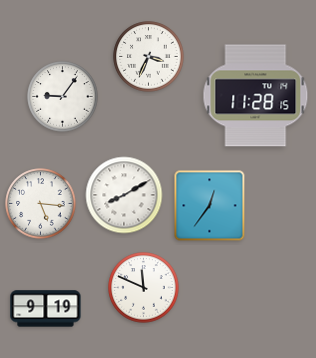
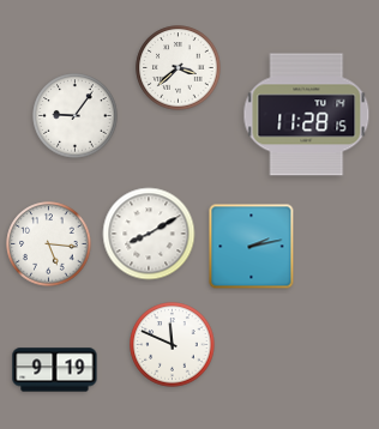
clock at (149, 57): 3:34 -> 3:38
clock at (210, 206): 12:36 -> 2:13
